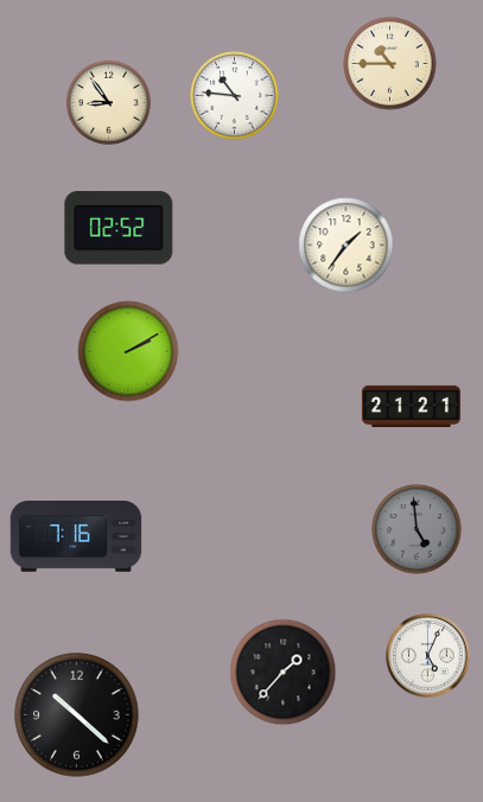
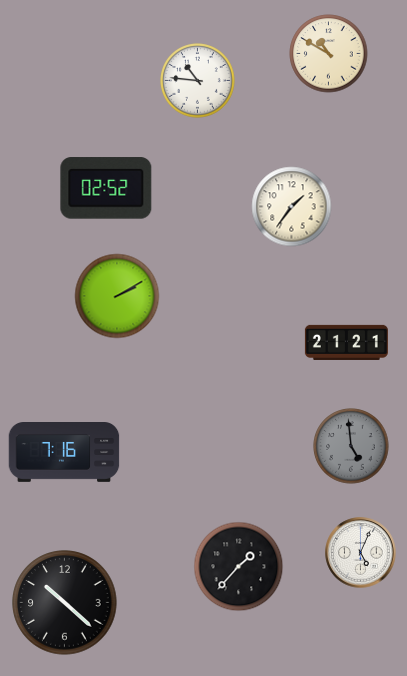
clock at (390, 64): 10:45 -> 10:50
clock at (108, 102): 8:54 -> none
clock at (119, 228) position: (119, 228) -> (106, 188)
clock at (128, 351) position: (128, 351) -> (117, 296)
